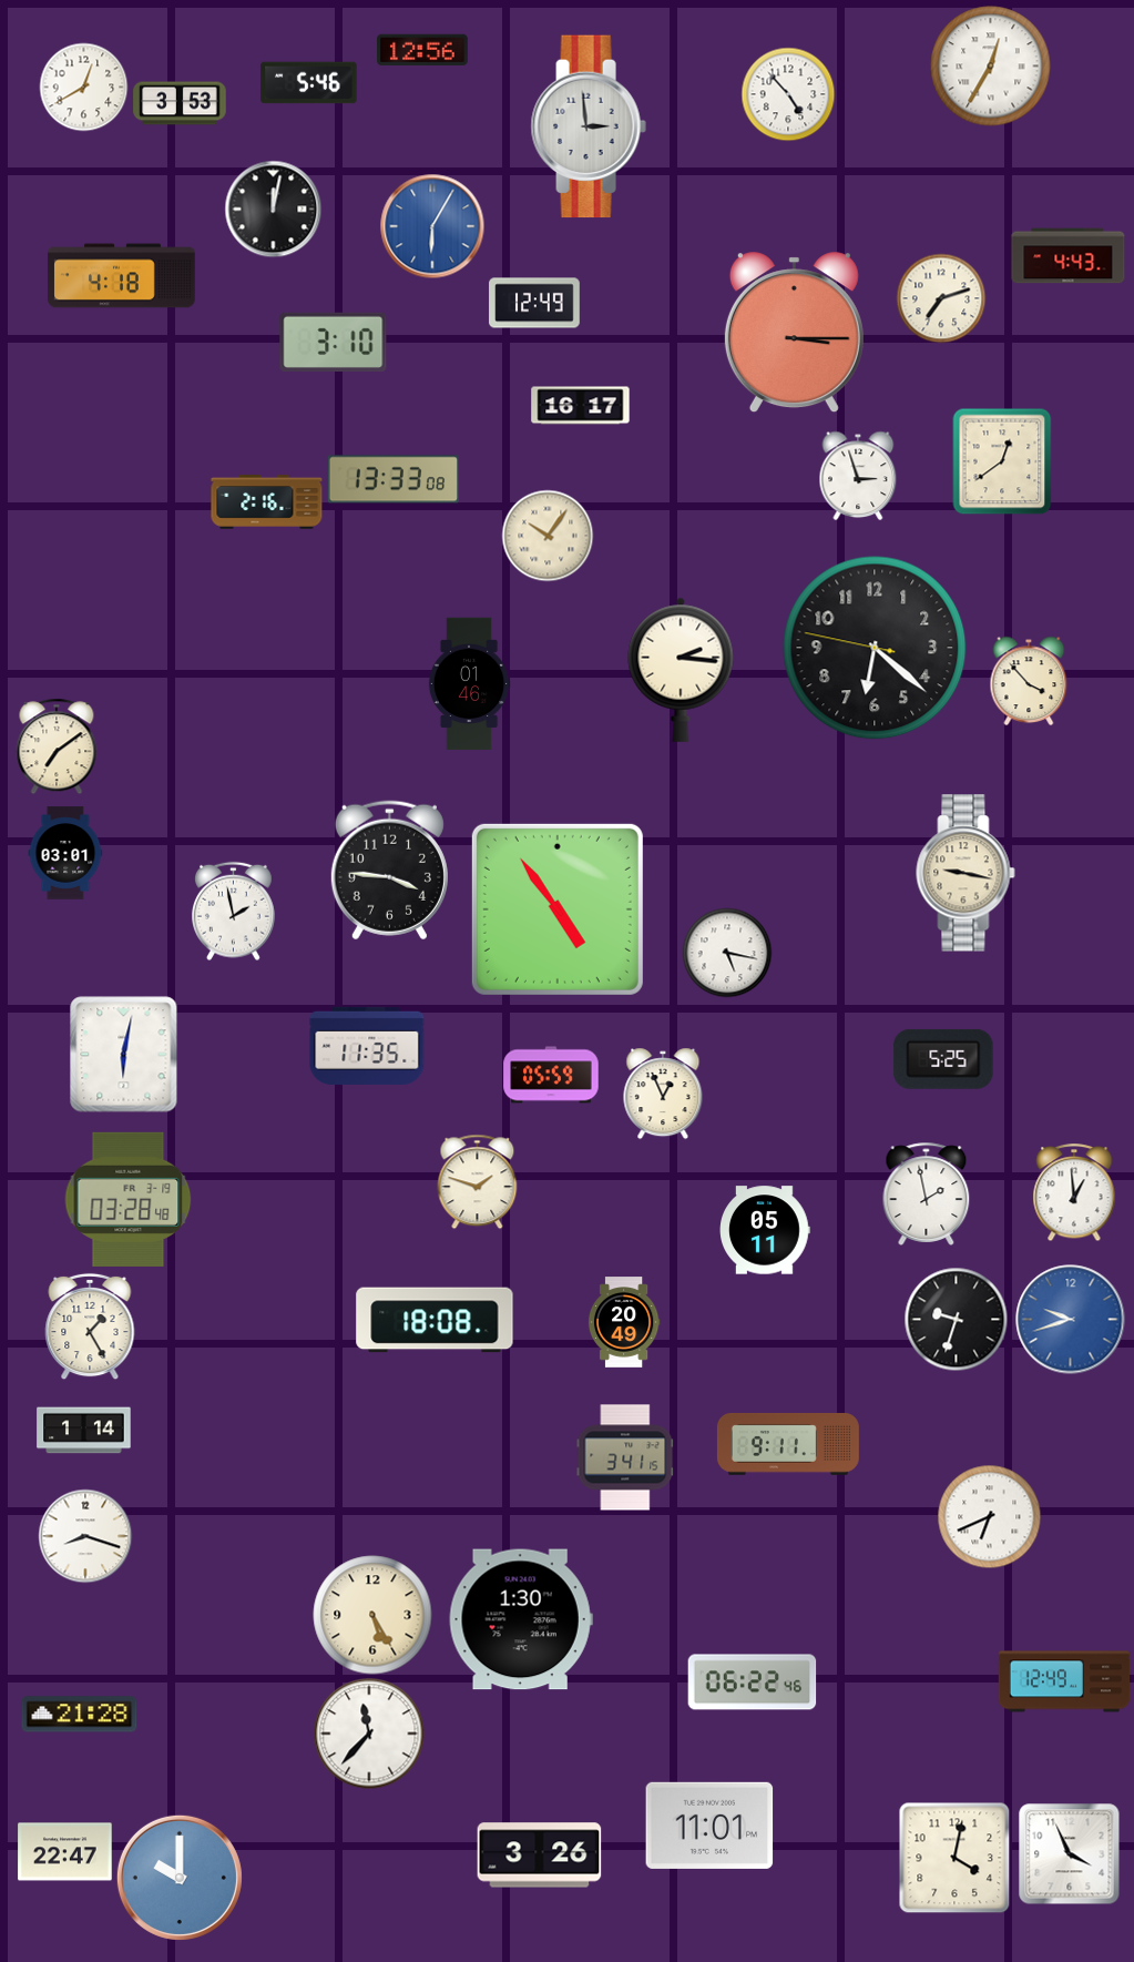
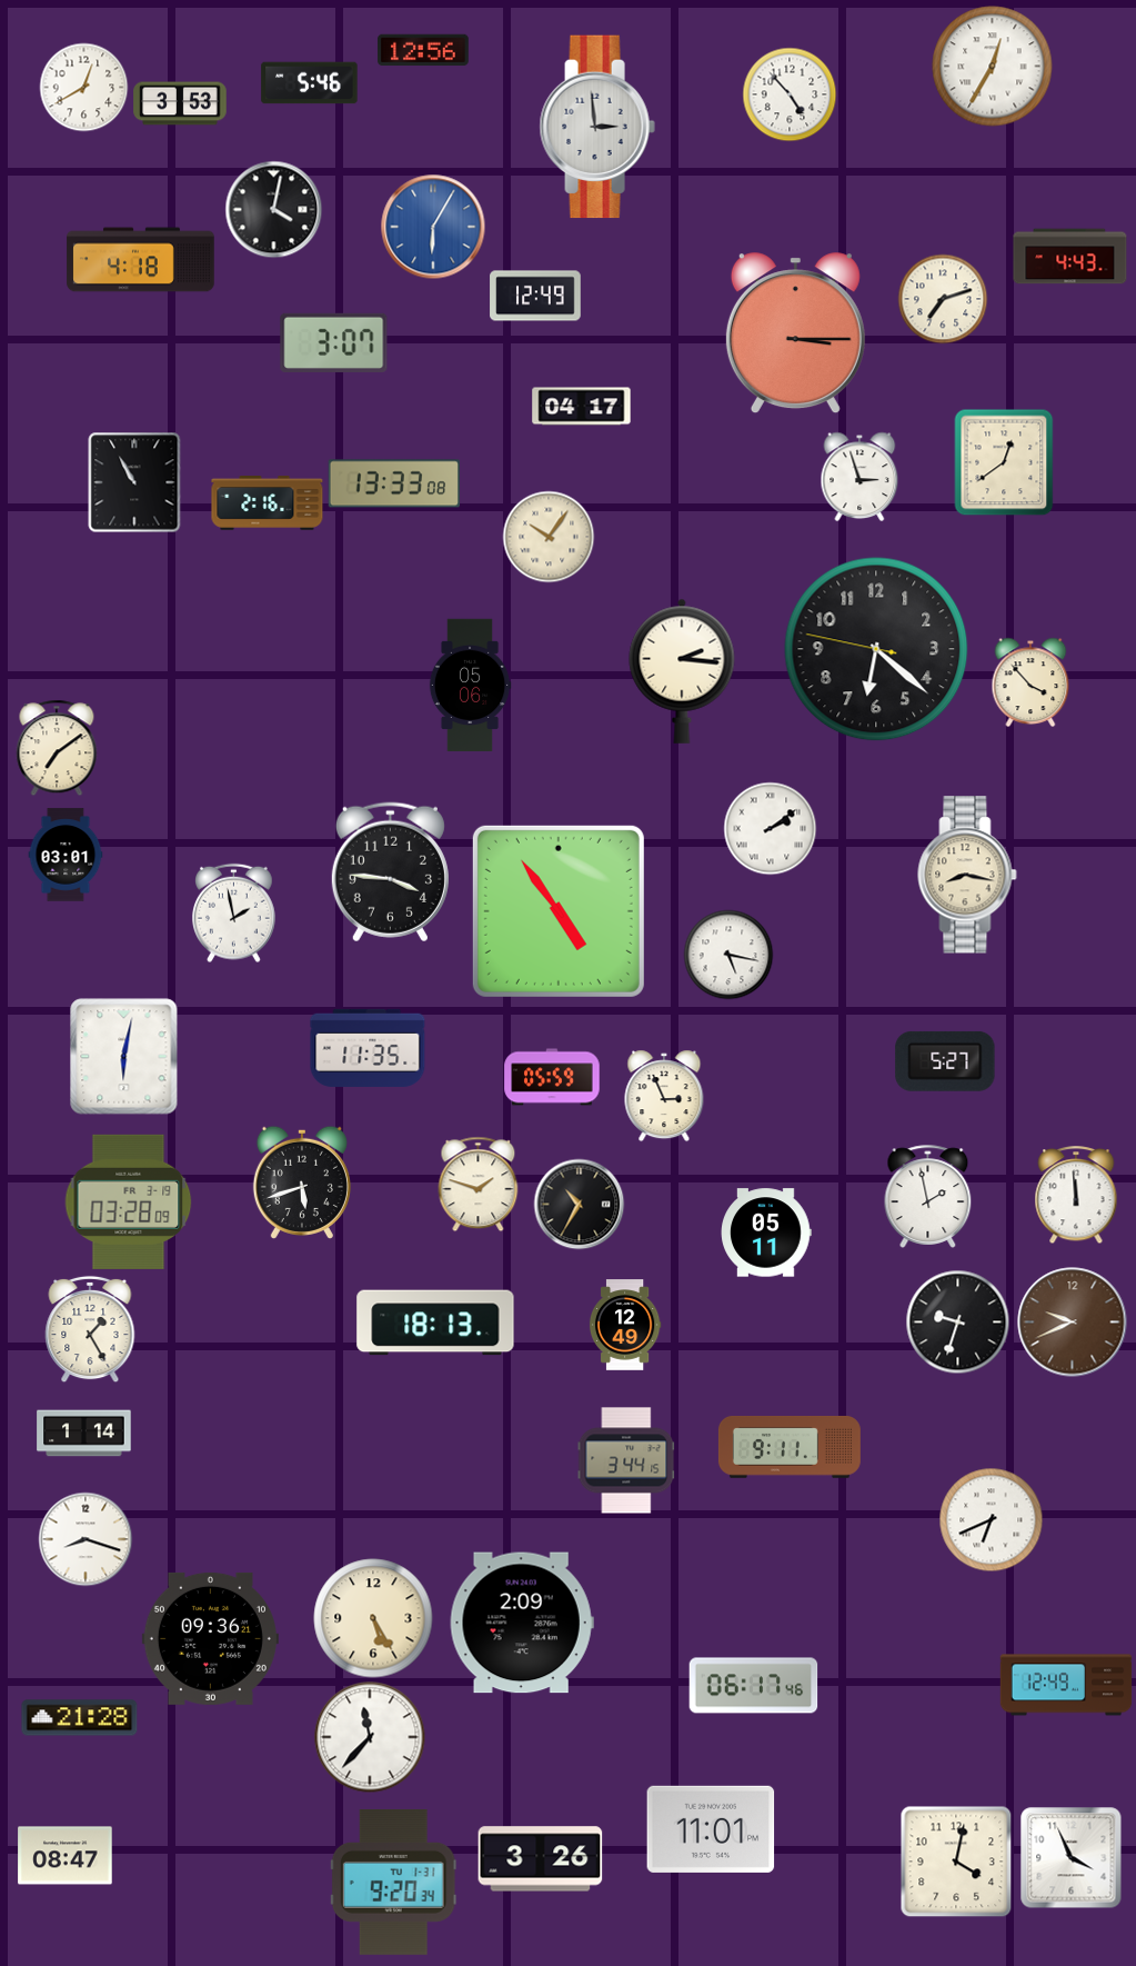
clock at (589, 126) position: (589, 126) -> (597, 127)
clock at (273, 209): 12:02 -> 4:02
clock at (122, 276) position: (122, 276) -> (141, 260)
clock at (534, 303) position: (534, 303) -> (535, 296)
clock at (334, 342): 3:10 -> 3:07
clock at (581, 406): 16:17 -> 04:17
clock at (392, 479) position: (392, 479) -> (393, 483)
clock at (134, 482): none -> 10:55
clock at (469, 684): 01:46 -> 05:06
clock at (770, 828): none -> 2:09
clock at (966, 873): 9:17 -> 8:17
clock at (943, 1059): 5:25 -> 5:27
clock at (663, 1094): 12:56 -> 2:56
clock at (302, 1182): none -> 5:42
clock at (1074, 1192): 12:59 -> 11:59
clock at (129, 1199): 03:28:48 -> 03:28:09
clock at (579, 1204): none -> 10:35
clock at (435, 1320): 18:08 -> 18:13
clock at (1071, 1320): 9:42 -> 9:41
clock at (1071, 1320) dial: blue -> brown
clock at (624, 1322): 20:49 -> 12:49
clock at (625, 1457): 3:41 -> 3:44
clock at (521, 1619): 1:30 -> 2:09
clock at (210, 1638): none -> 09:36
clock at (753, 1683): 06:22 -> 06:17
clock at (65, 1852): 22:47 -> 08:47
clock at (180, 1878): 10:00 -> none
clock at (393, 1882): none -> 9:20
